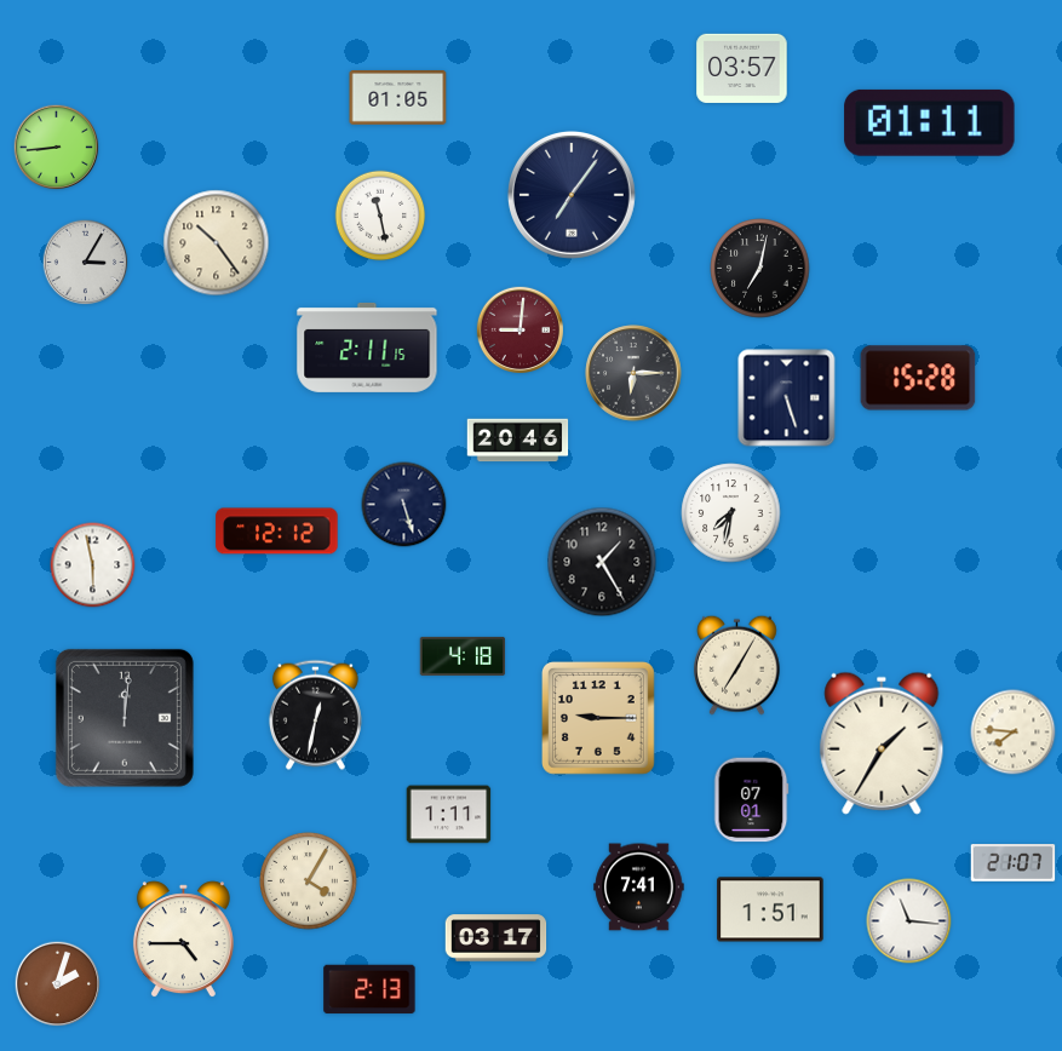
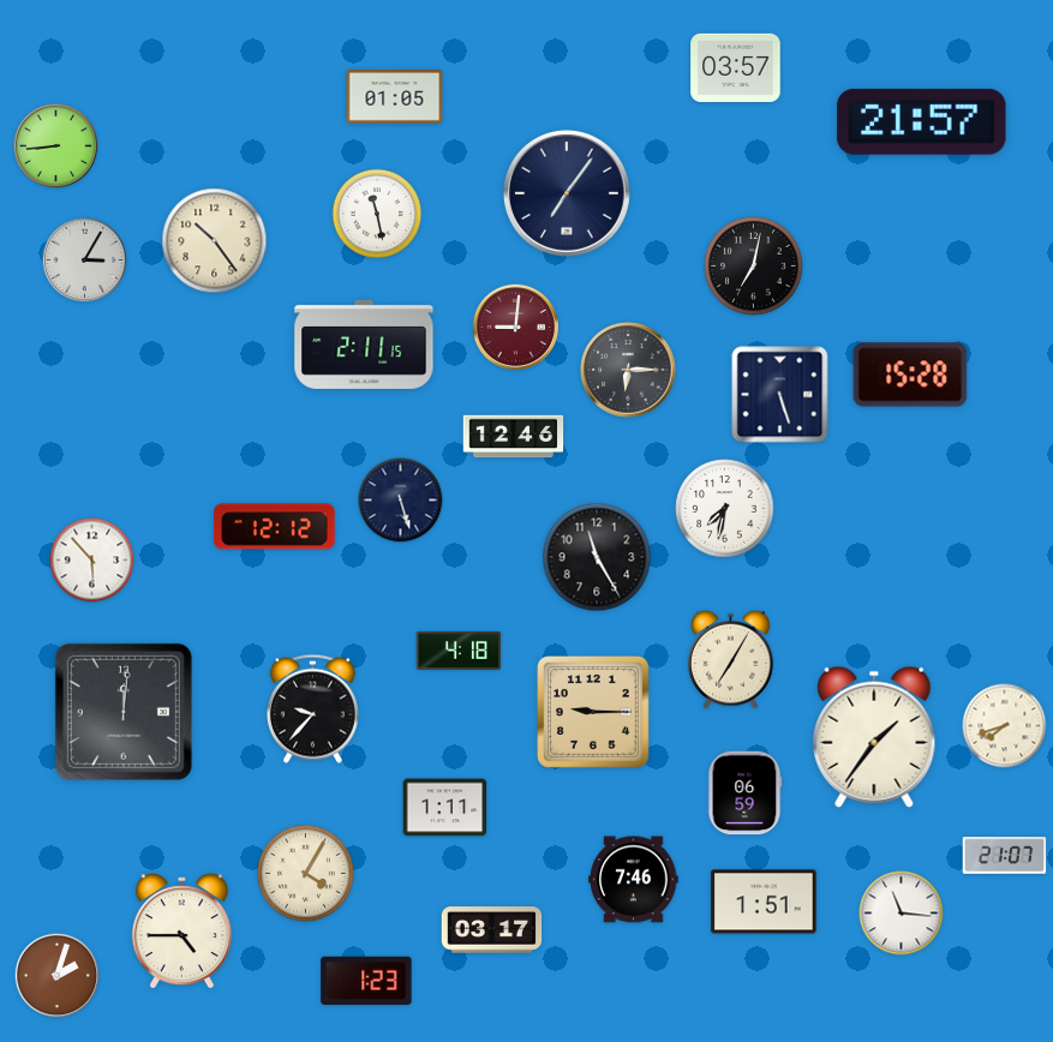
clock at (930, 122): 01:11 -> 21:57
clock at (518, 441): 20:46 -> 12:46
clock at (602, 562): 1:25 -> 11:25
clock at (93, 565): 5:58 -> 5:53
clock at (315, 714): 12:32 -> 9:37
clock at (1014, 733): 7:46 -> 7:42
clock at (882, 743): 1:35 -> 1:36
clock at (752, 800): 07:01 -> 06:59
clock at (639, 888): 7:41 -> 7:46
clock at (369, 989): 2:13 -> 1:23
